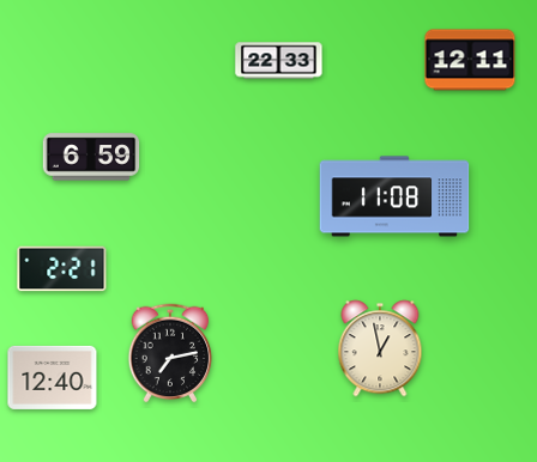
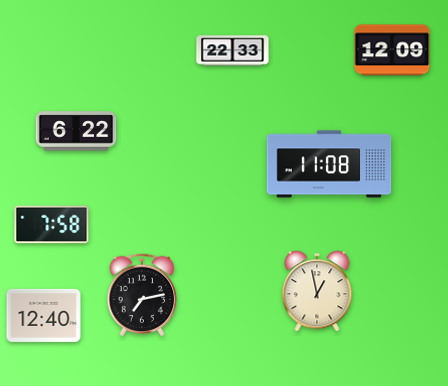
clock at (470, 60): 12:11 -> 12:09
clock at (91, 157): 6:59 -> 6:22
clock at (62, 269): 2:21 -> 7:58
